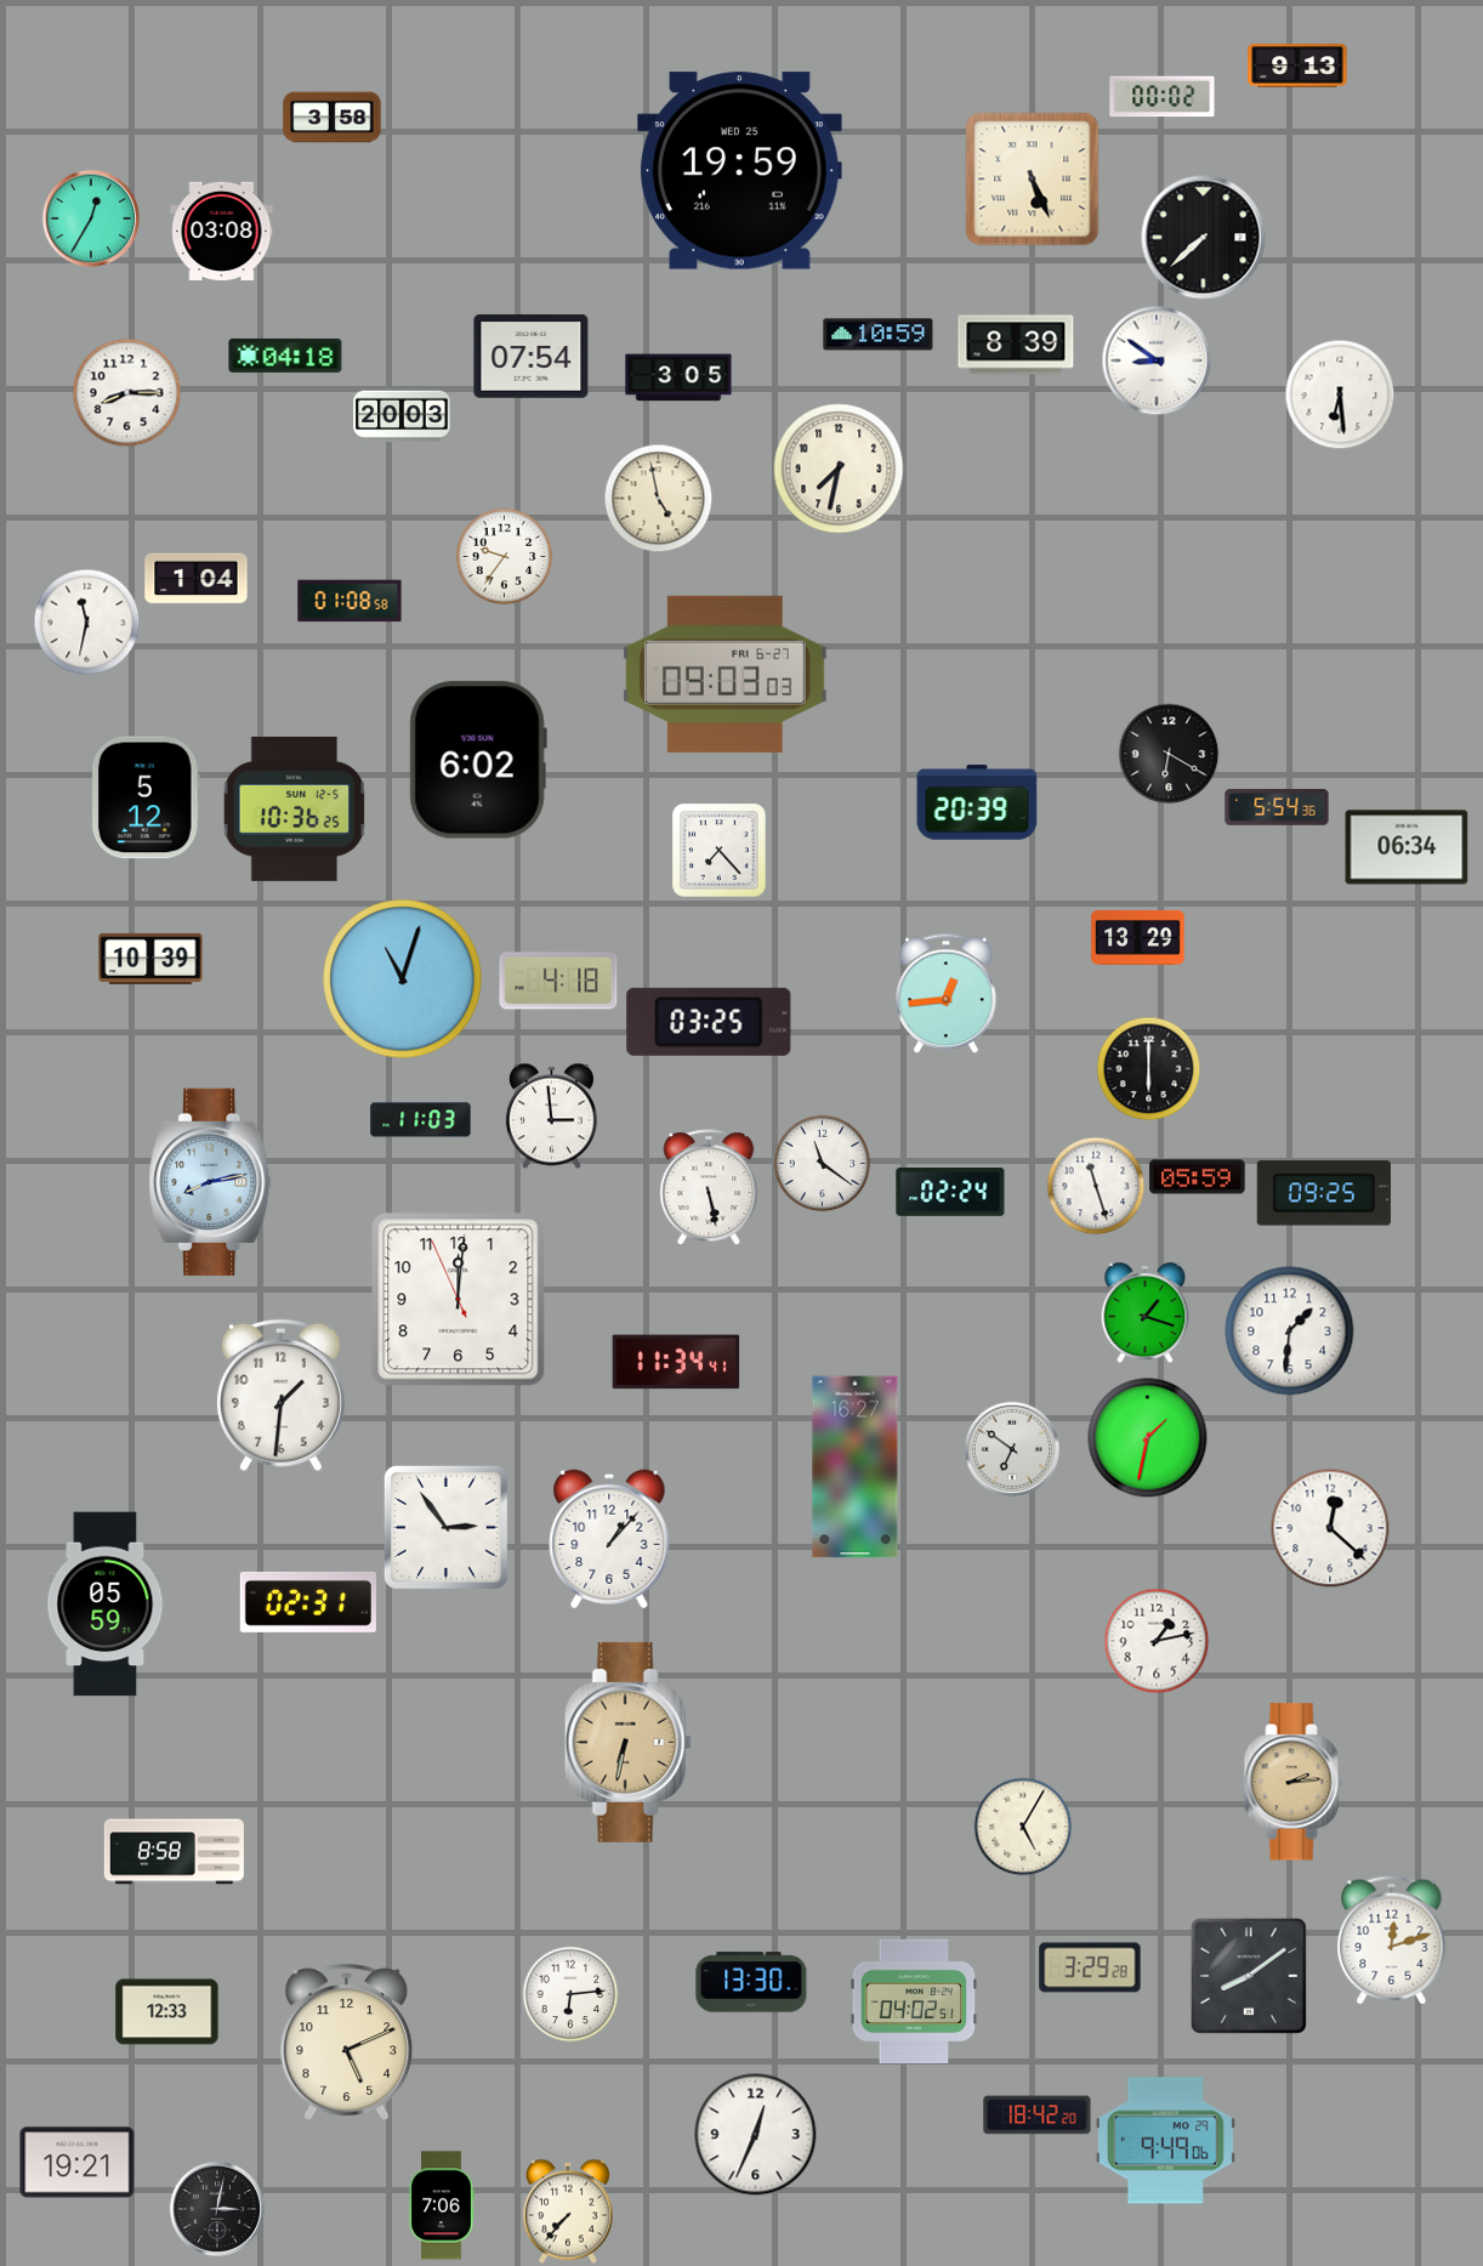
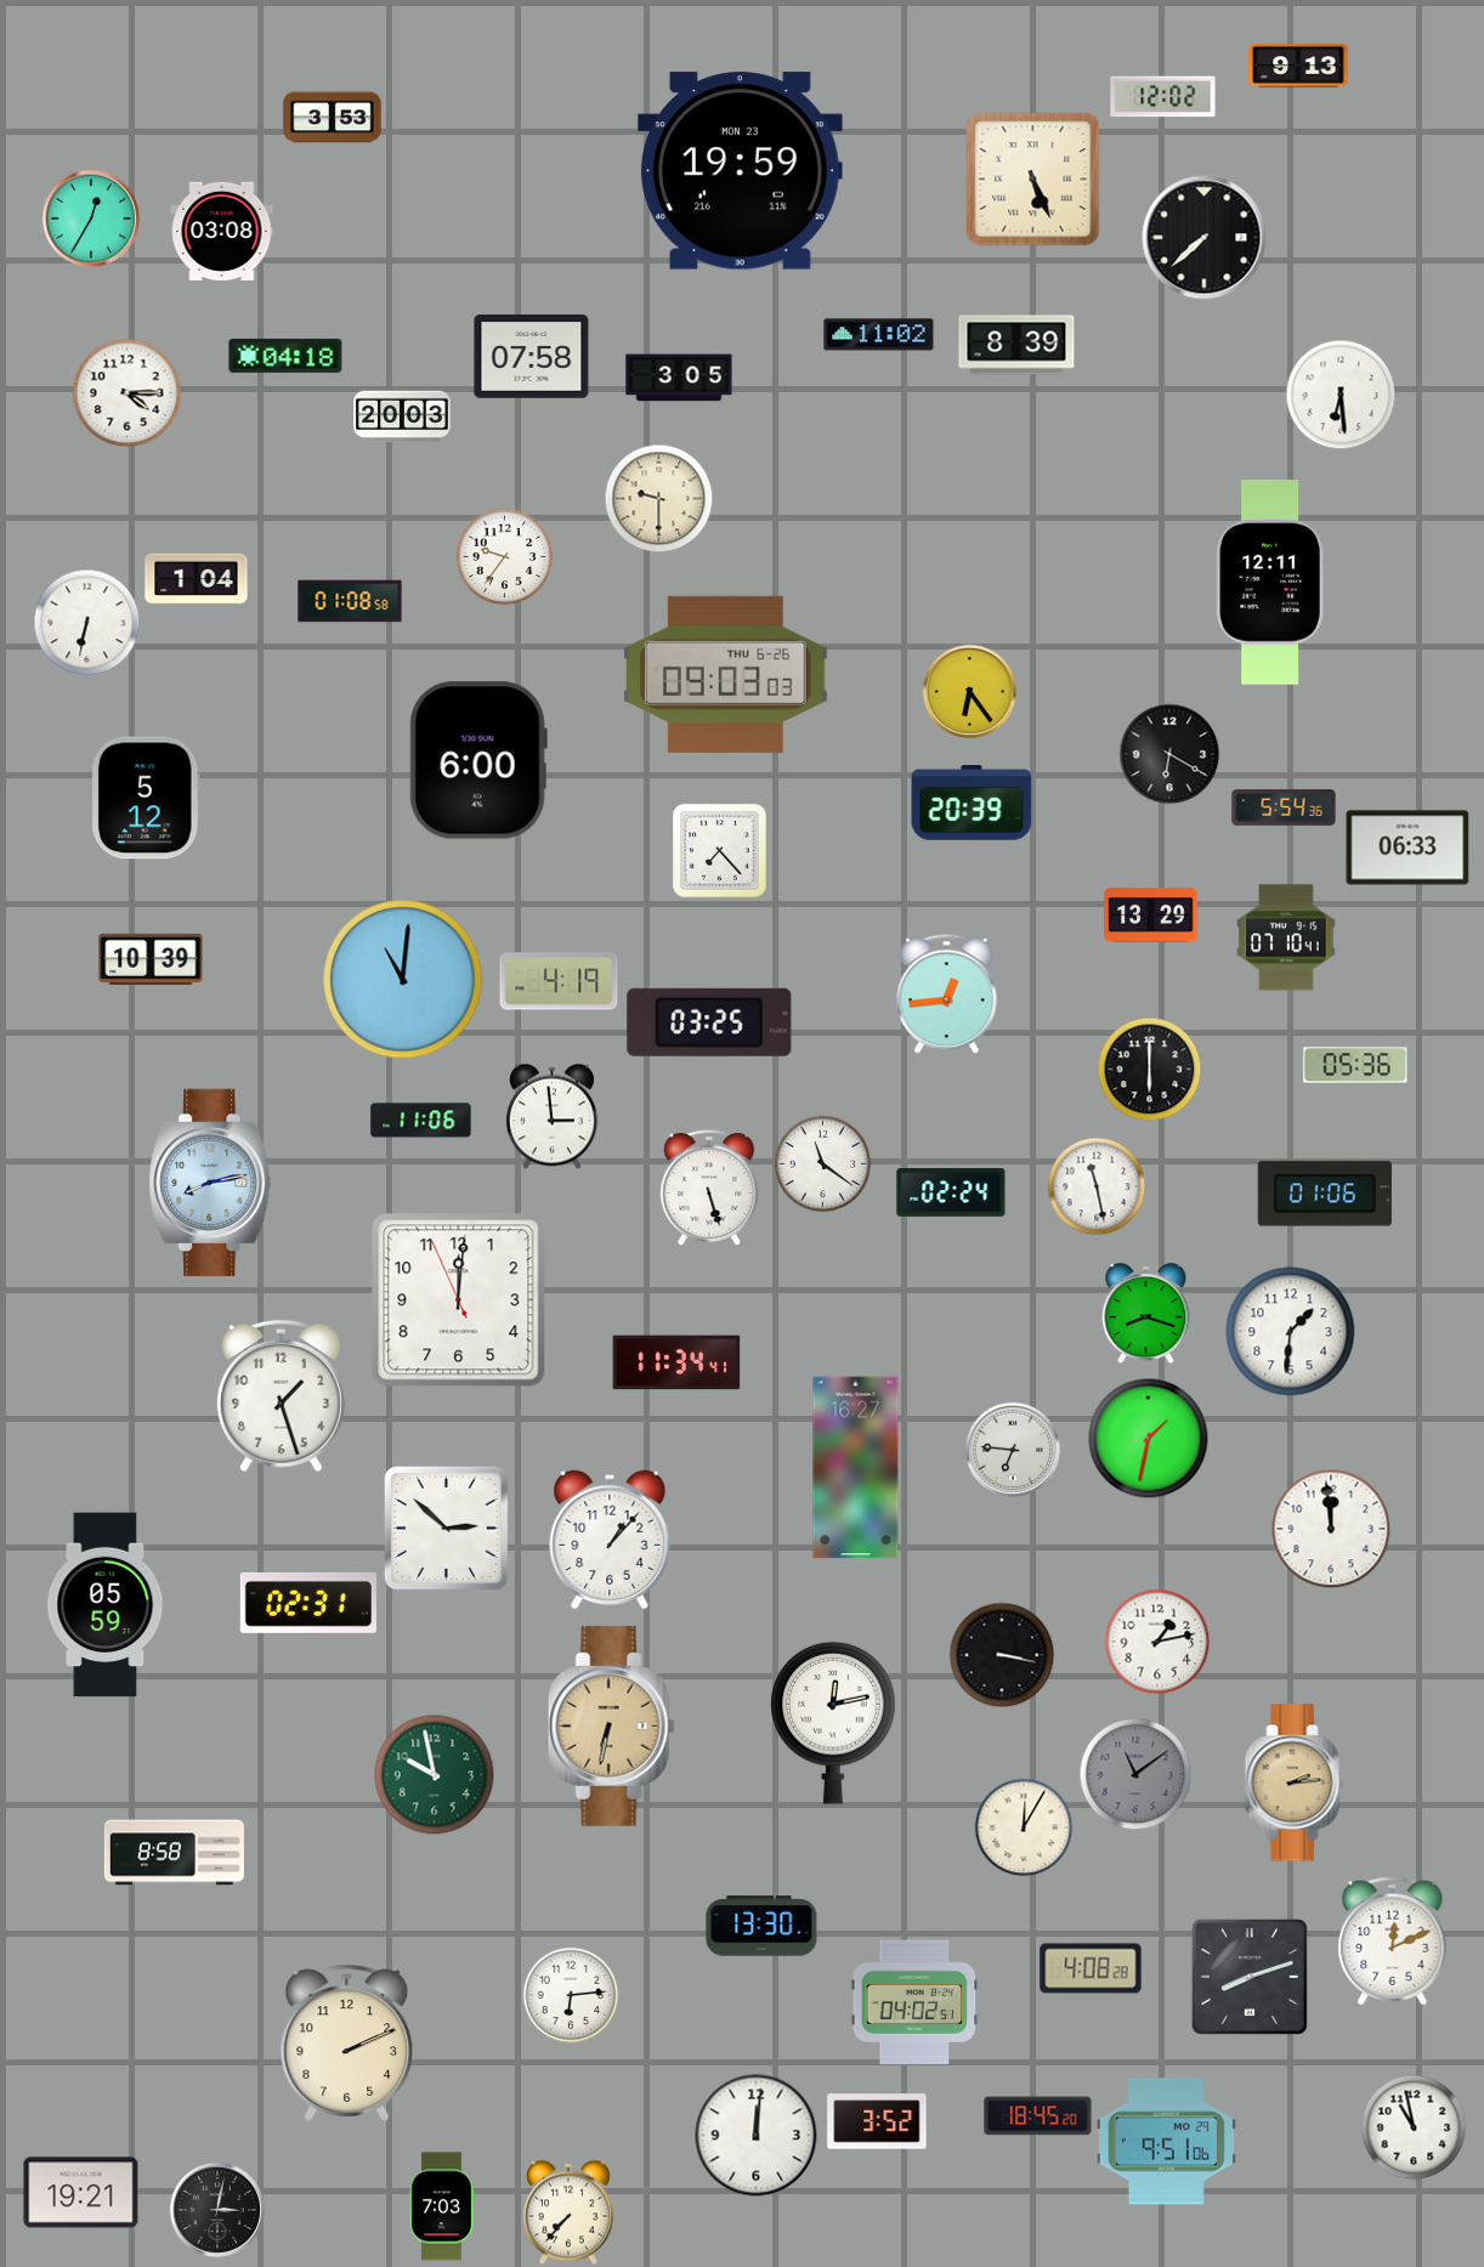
clock at (1163, 97): 00:02 -> 12:02
clock at (333, 118): 3:58 -> 3:53
clock at (739, 171) date: WED 25 -> MON 23
clock at (879, 335): 10:59 -> 11:02
clock at (532, 357): 07:54 -> 07:58
clock at (1157, 360): 8:51 -> none
clock at (126, 392): 8:15 -> 4:15
clock at (839, 468): 7:32 -> none
clock at (658, 498): 4:58 -> 9:30
clock at (1270, 583): none -> 12:11
clock at (86, 621): 11:32 -> 6:32
clock at (725, 674) date: FRI 6-27 -> THU 6-26
clock at (969, 691): none -> 6:24
clock at (478, 760): 6:02 -> 6:00
clock at (977, 802) position: (977, 802) -> (972, 803)
clock at (1277, 807) position: (1277, 807) -> (1284, 807)
clock at (295, 808): 10:36 -> none
clock at (1407, 847): 06:34 -> 06:33
clock at (1138, 937) position: (1138, 937) -> (1151, 914)
clock at (1286, 937): none -> 07:10
clock at (403, 979): 11:03 -> 11:01
clock at (558, 981): 4:18 -> 4:19
clock at (1355, 1065): none -> 05:36
clock at (421, 1120): 11:03 -> 11:06
clock at (1198, 1177): 05:59 -> none
clock at (1096, 1186): 11:27 -> 11:28
clock at (709, 1187): 5:28 -> 5:27
clock at (1324, 1193): 09:25 -> 01:06
clock at (1146, 1313): 1:18 -> 8:18
clock at (280, 1396): 1:31 -> 1:27
clock at (1012, 1449): 6:51 -> 6:46
clock at (445, 1527): 2:54 -> 2:52
clock at (1330, 1528): 12:22 -> 11:59
clock at (1002, 1655): none -> 3:17
clock at (833, 1723): none -> 12:13
clock at (627, 1742) position: (627, 1742) -> (611, 1725)
clock at (1135, 1774): none -> 11:09
clock at (435, 1775): none -> 9:58
clock at (1023, 1827): 5:05 -> 12:05
clock at (1392, 1941): 12:12 -> 12:11
clock at (1090, 1967): 3:29 -> 4:08
clock at (1249, 1976): 8:09 -> 8:12
clock at (751, 1982) position: (751, 1982) -> (761, 1926)
clock at (167, 2012): 12:33 -> none
clock at (347, 2041): 5:11 -> 2:11
clock at (1038, 2115): 18:42 -> 18:45
clock at (877, 2121): none -> 3:52
clock at (1414, 2127): none -> 10:58
clock at (756, 2135): 12:34 -> 12:01
clock at (1165, 2141): 9:49 -> 9:51
clock at (78, 2163) position: (78, 2163) -> (81, 2193)
clock at (442, 2205): 7:06 -> 7:03
